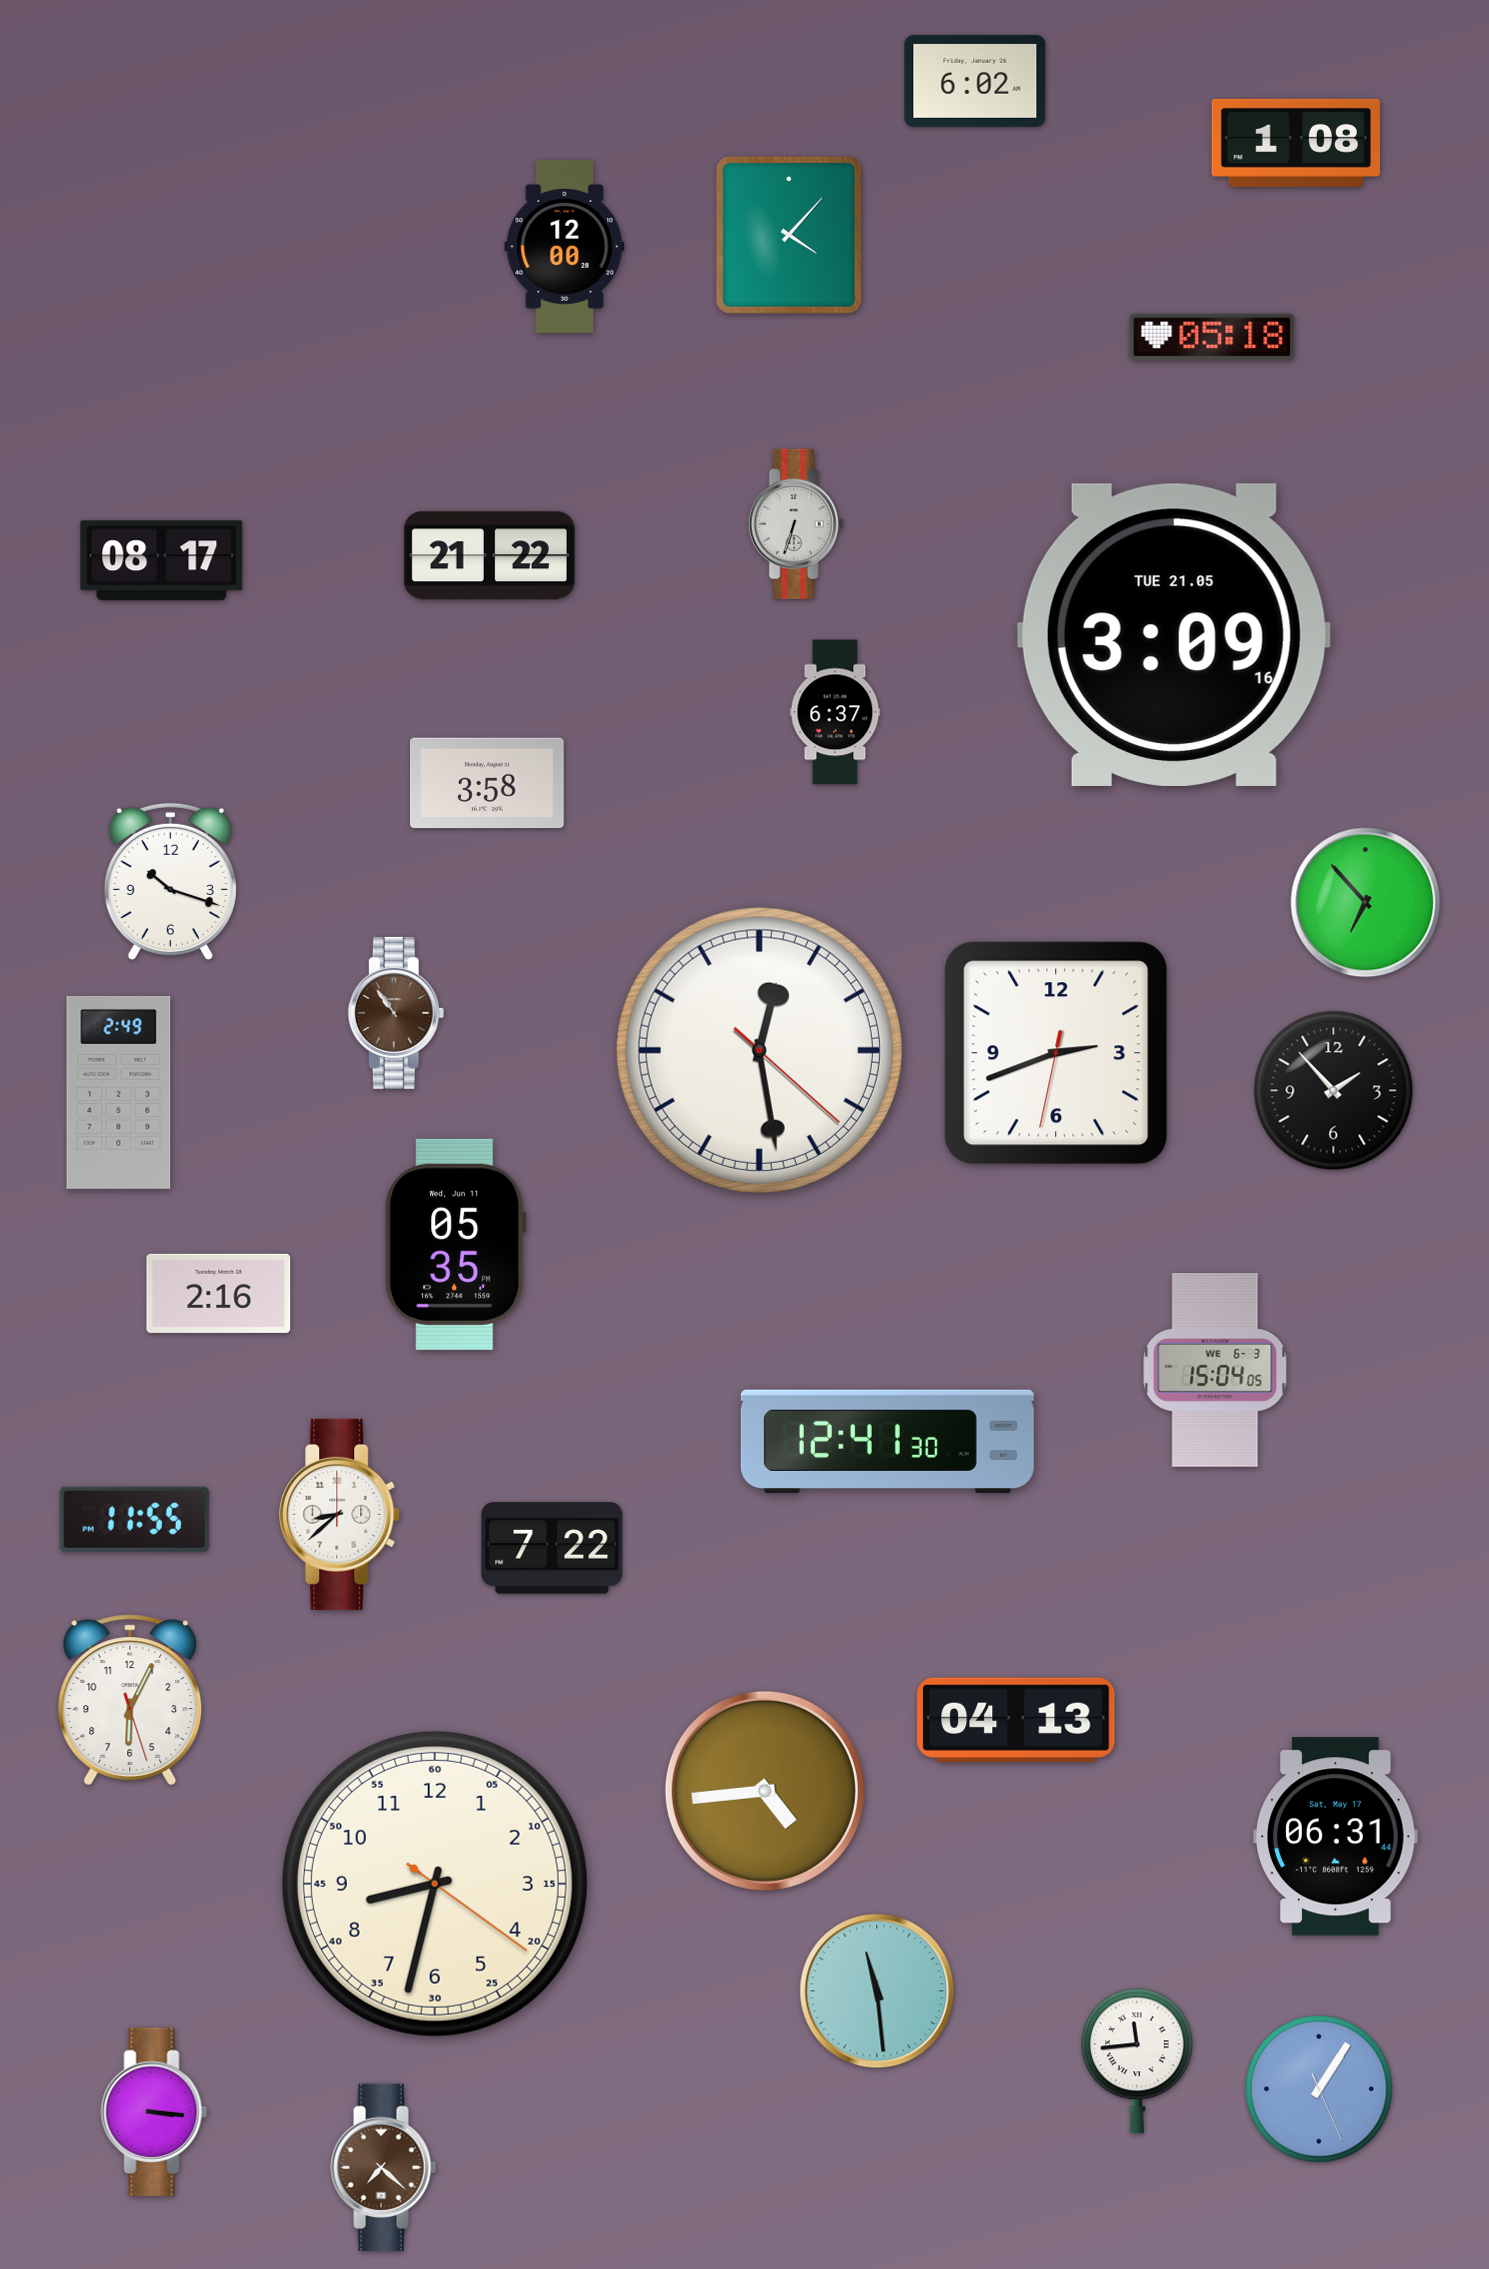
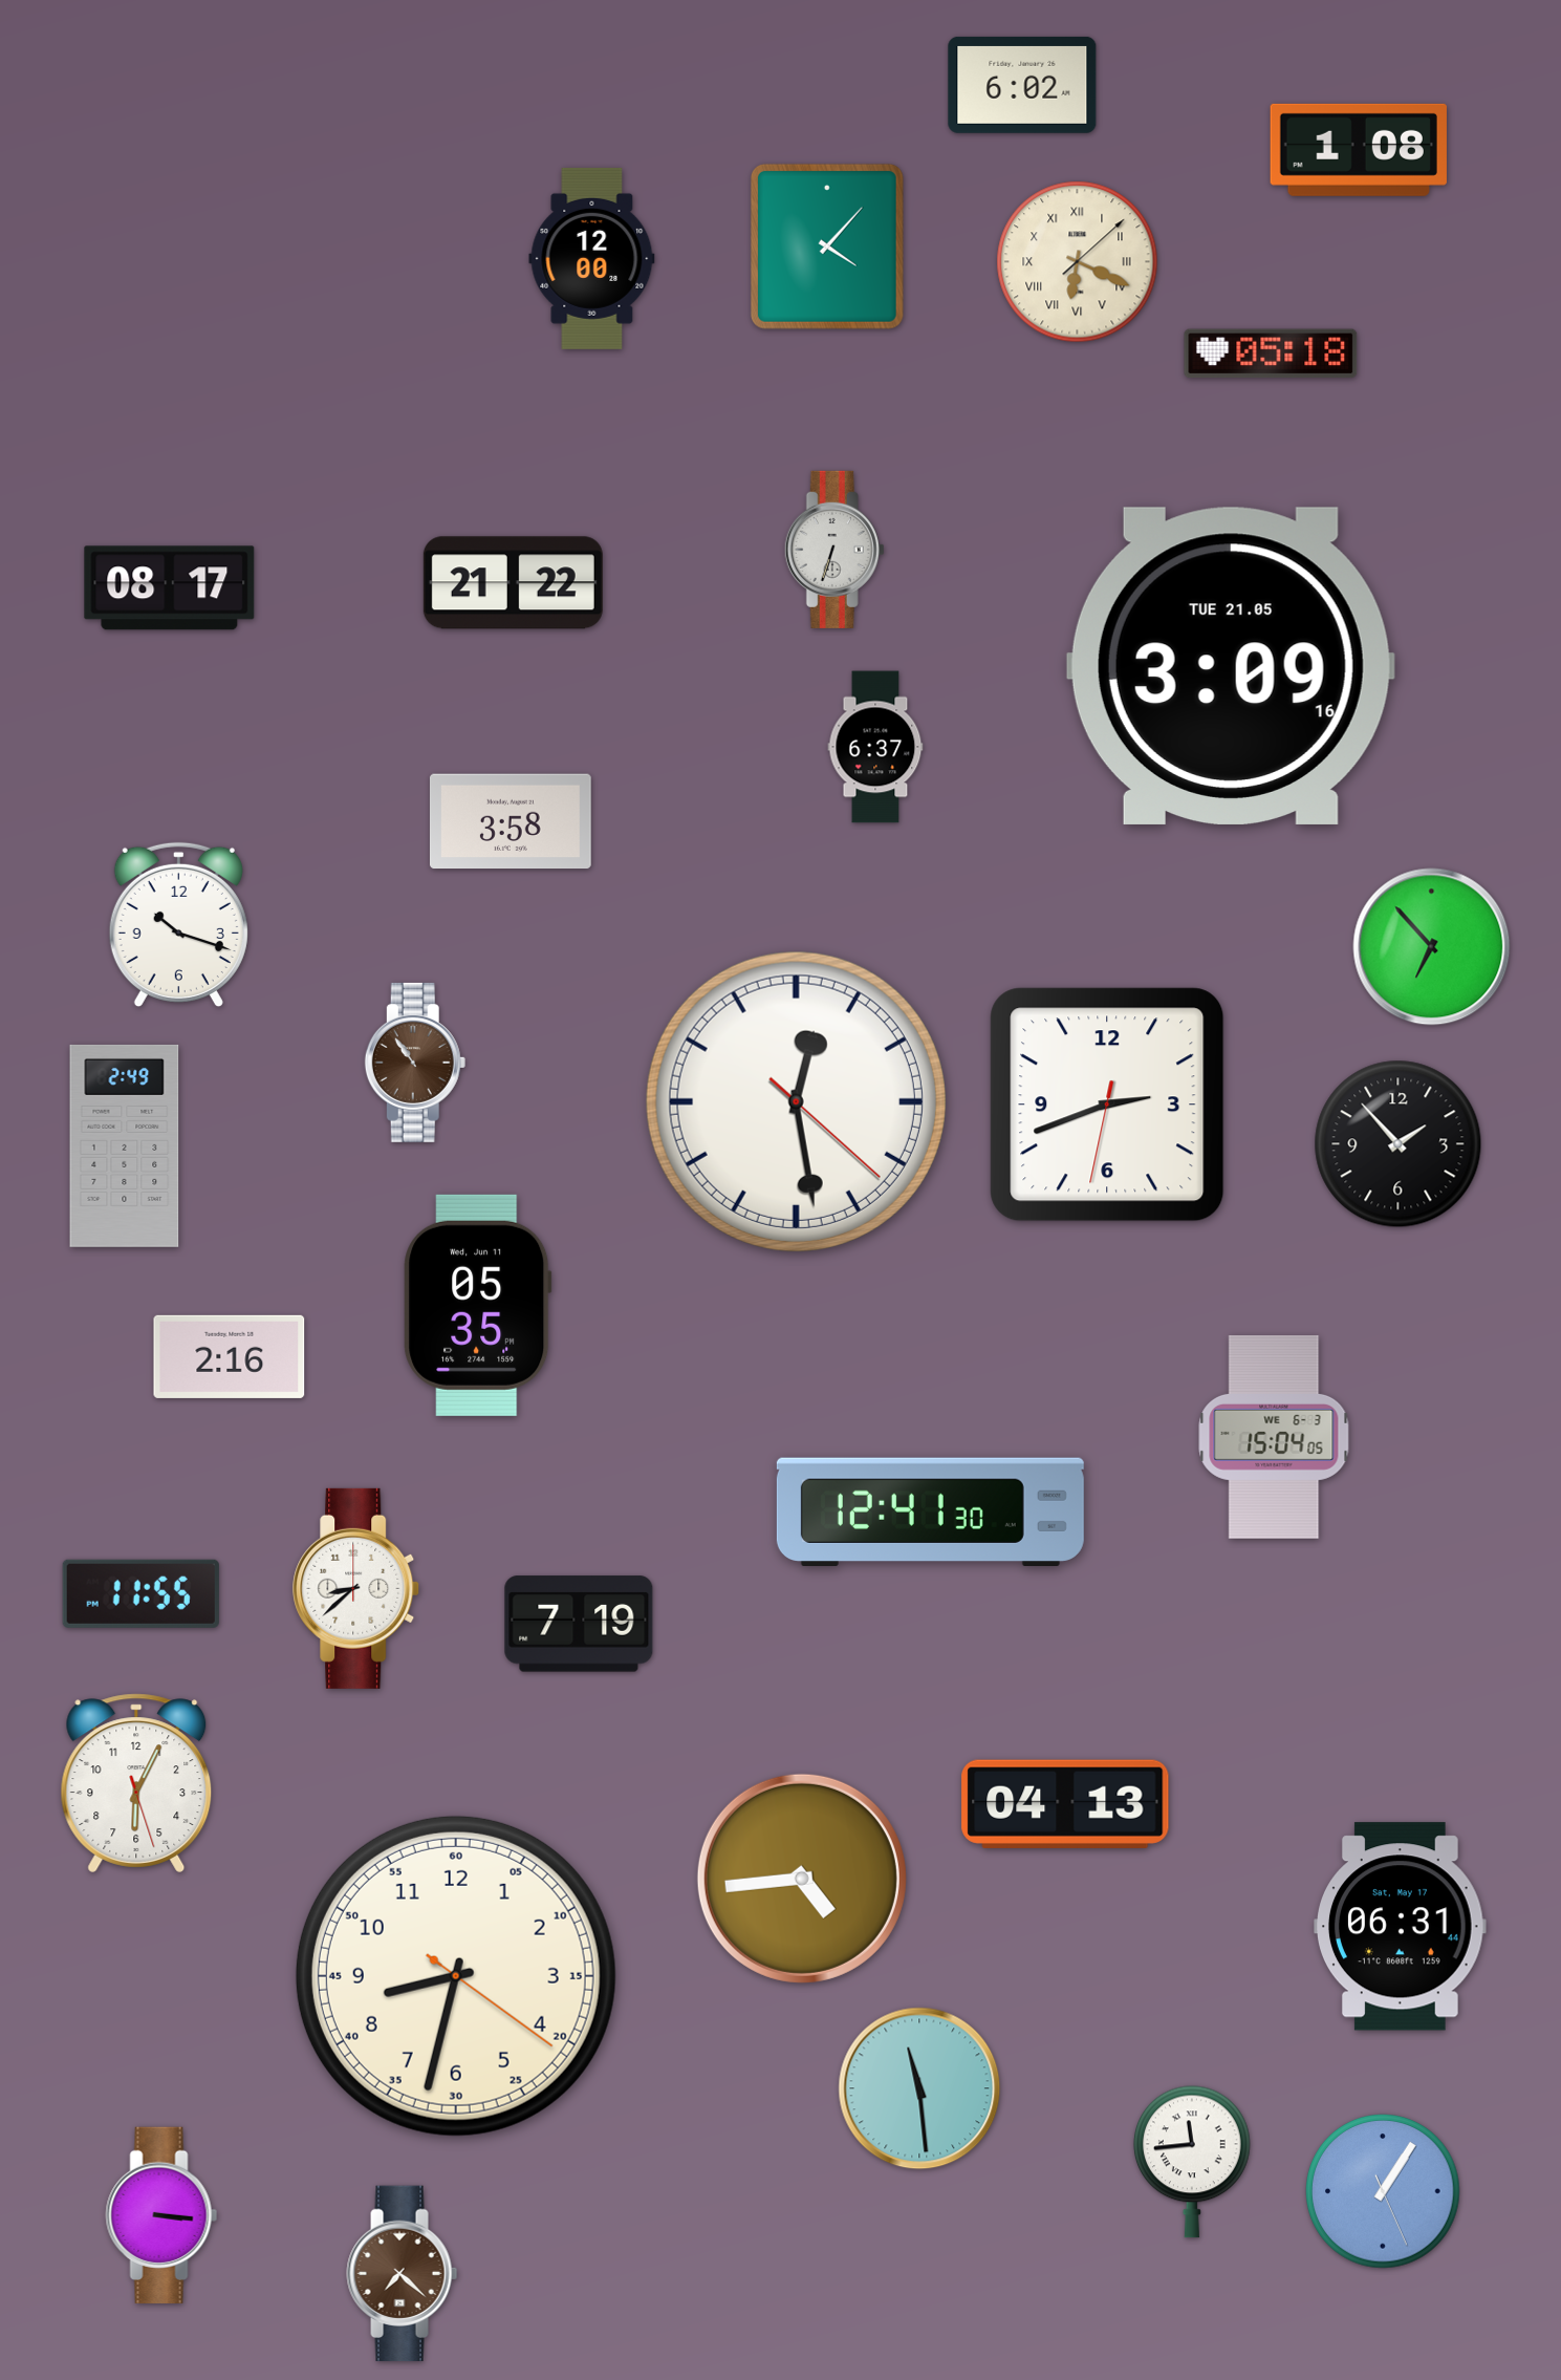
clock at (1078, 262): none -> 6:19
clock at (552, 1548): 7:22 -> 7:19
